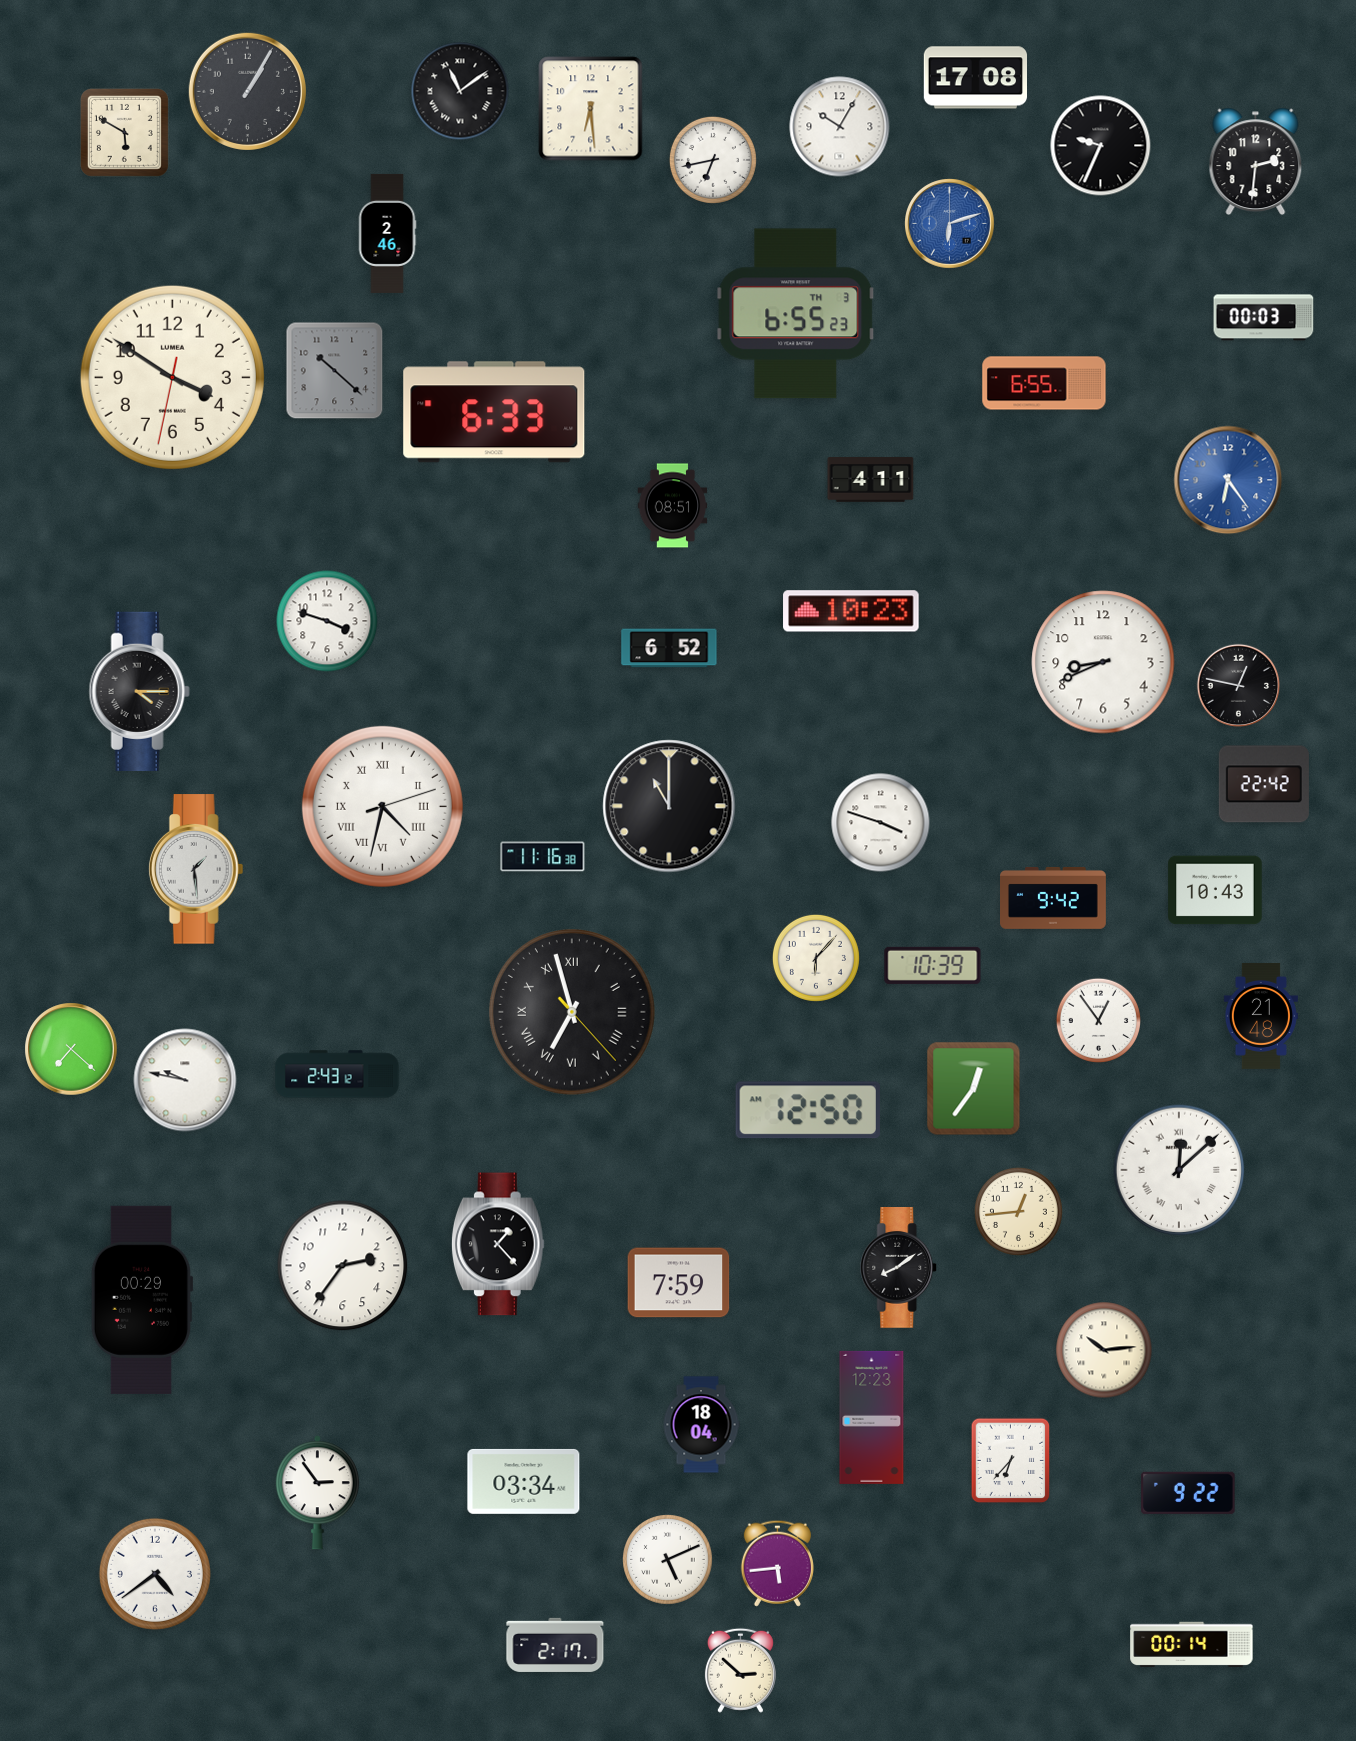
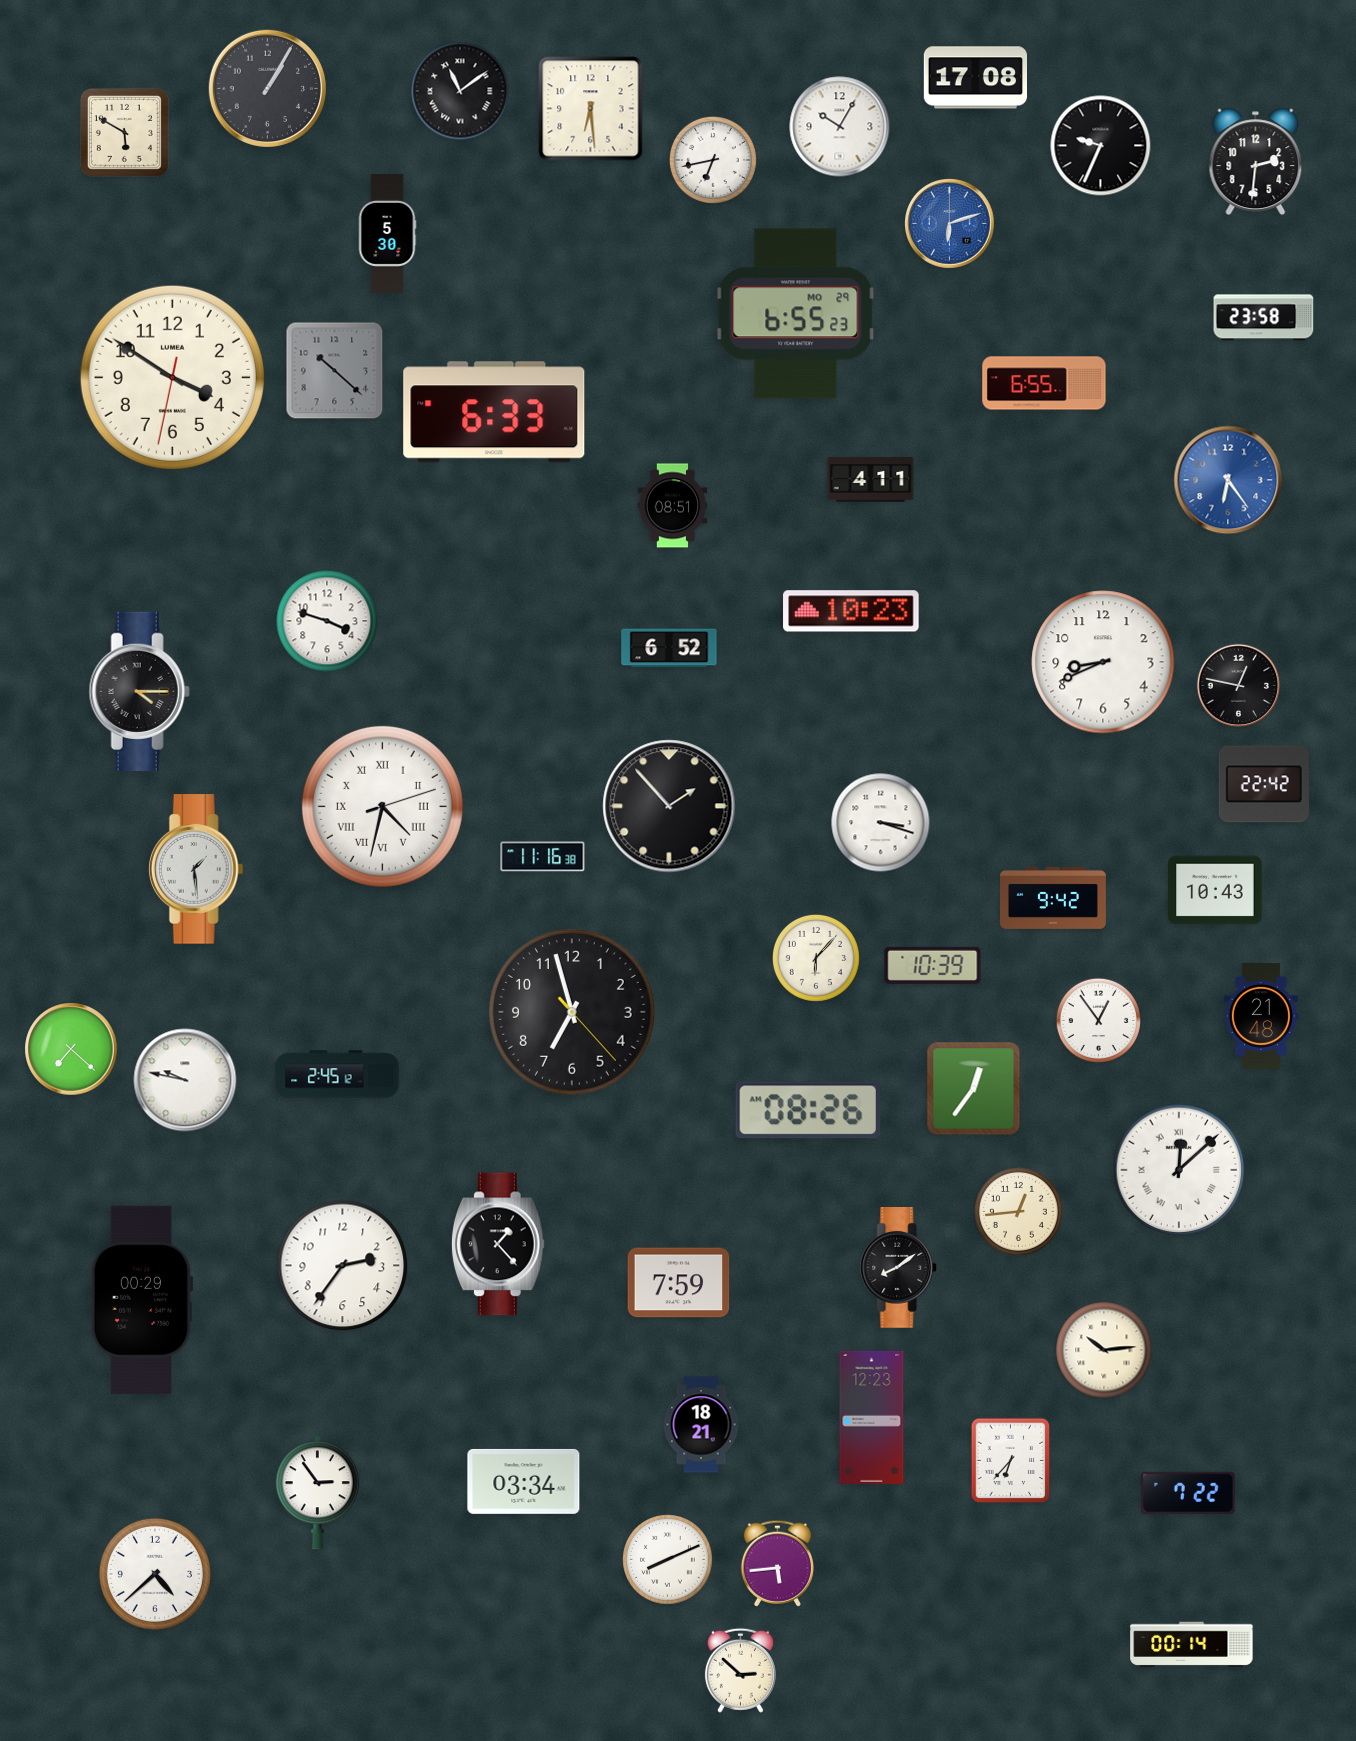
clock at (247, 91) position: (247, 91) -> (267, 88)
clock at (387, 233): 2:46 -> 5:30
clock at (796, 314) date: TH 3 -> MO 29
clock at (1264, 318): 00:03 -> 23:58
clock at (669, 806): 11:00 -> 1:53
clock at (881, 823): 3:48 -> 3:18
clock at (573, 1013) numerals: Roman -> Arabic
clock at (337, 1074): 2:43 -> 2:45
clock at (808, 1110): 12:50 -> 08:26
clock at (701, 1425): 18:04 -> 18:21
clock at (1188, 1493): 9:22 -> 7:22
clock at (668, 1560): 5:11 -> 8:11
clock at (155, 1574): 4:39 -> 4:38
clock at (555, 1645): 2:17 -> none
